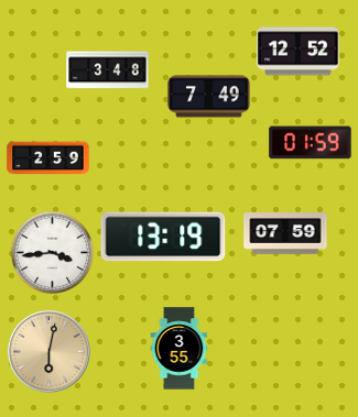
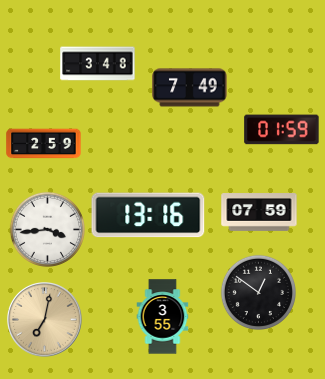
clock at (299, 52): 12:52 -> none
clock at (163, 237): 13:19 -> 13:16
clock at (258, 292): none -> 12:51
clock at (50, 352): 6:02 -> 7:02
